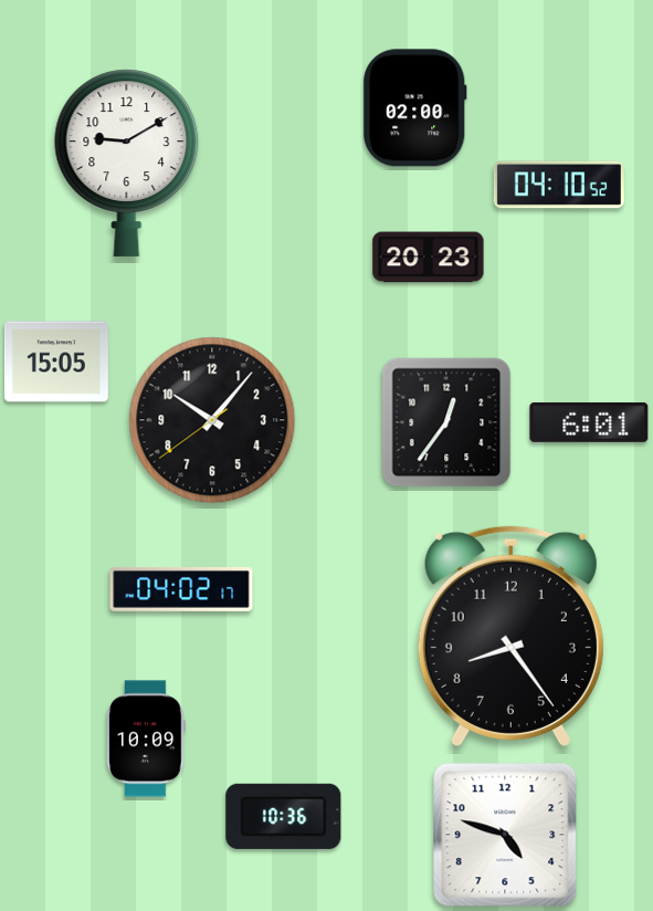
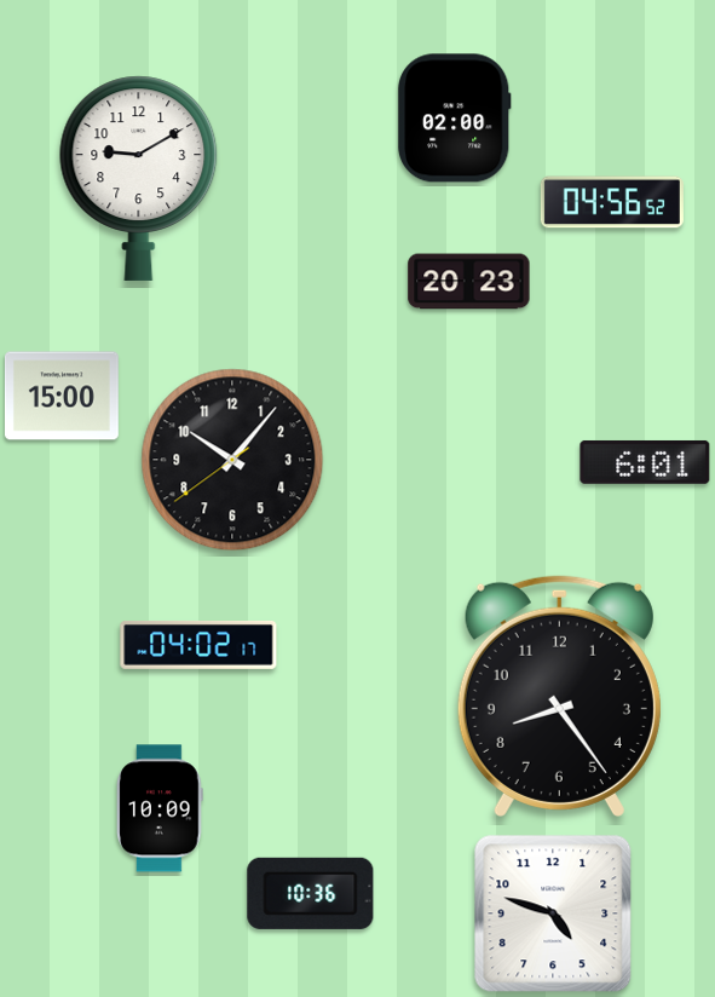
clock at (559, 185): 04:10 -> 04:56
clock at (56, 362): 15:05 -> 15:00
clock at (446, 422): 12:36 -> none
